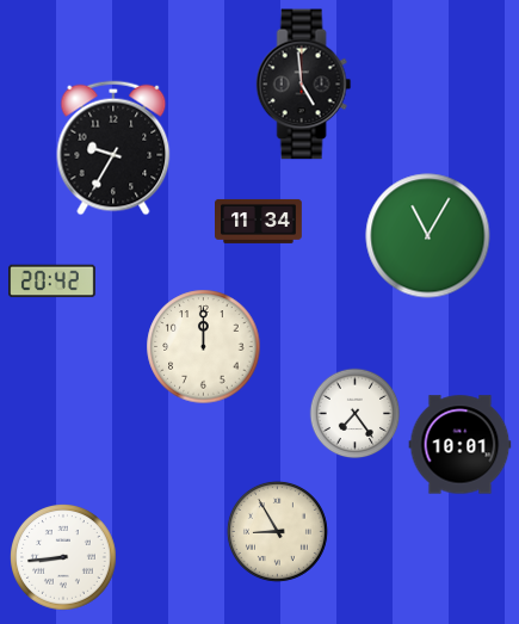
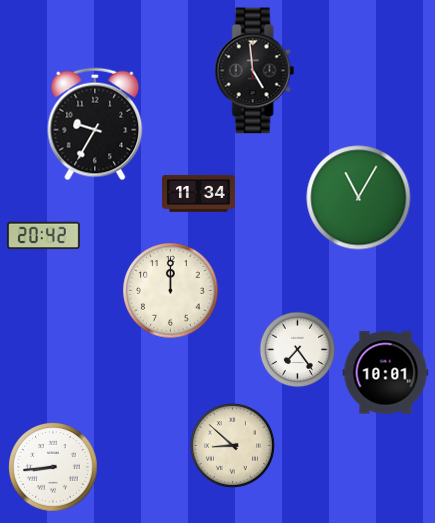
clock at (259, 221) position: (259, 221) -> (199, 193)
clock at (356, 414) position: (356, 414) -> (298, 350)
clock at (277, 531): 8:55 -> 8:52
